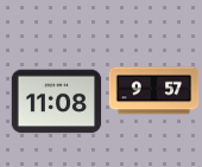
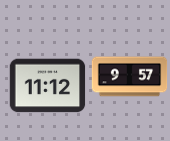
clock at (57, 102): 11:08 -> 11:12
